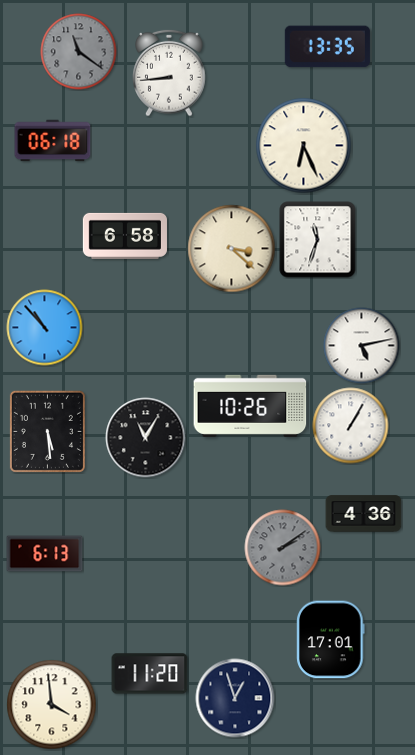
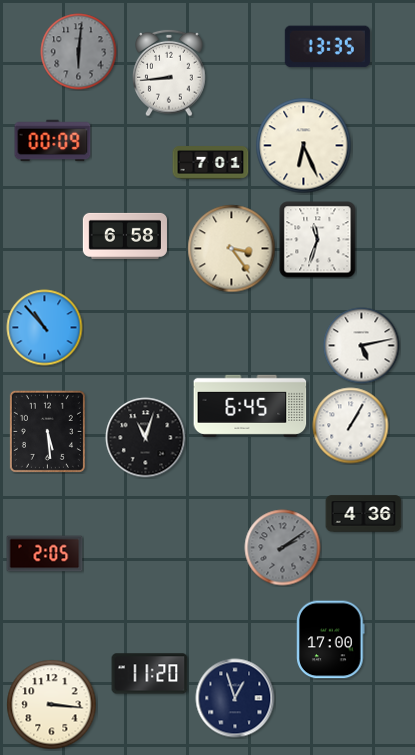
clock at (79, 52): 11:21 -> 6:01
clock at (53, 141): 06:18 -> 00:09
clock at (211, 163): none -> 7:01
clock at (232, 249): 3:22 -> 3:24
clock at (250, 406): 10:26 -> 6:45
clock at (146, 438): 11:05 -> 11:03
clock at (45, 554): 6:13 -> 2:05
clock at (331, 640): 17:01 -> 17:00
clock at (52, 705): 3:59 -> 3:16
